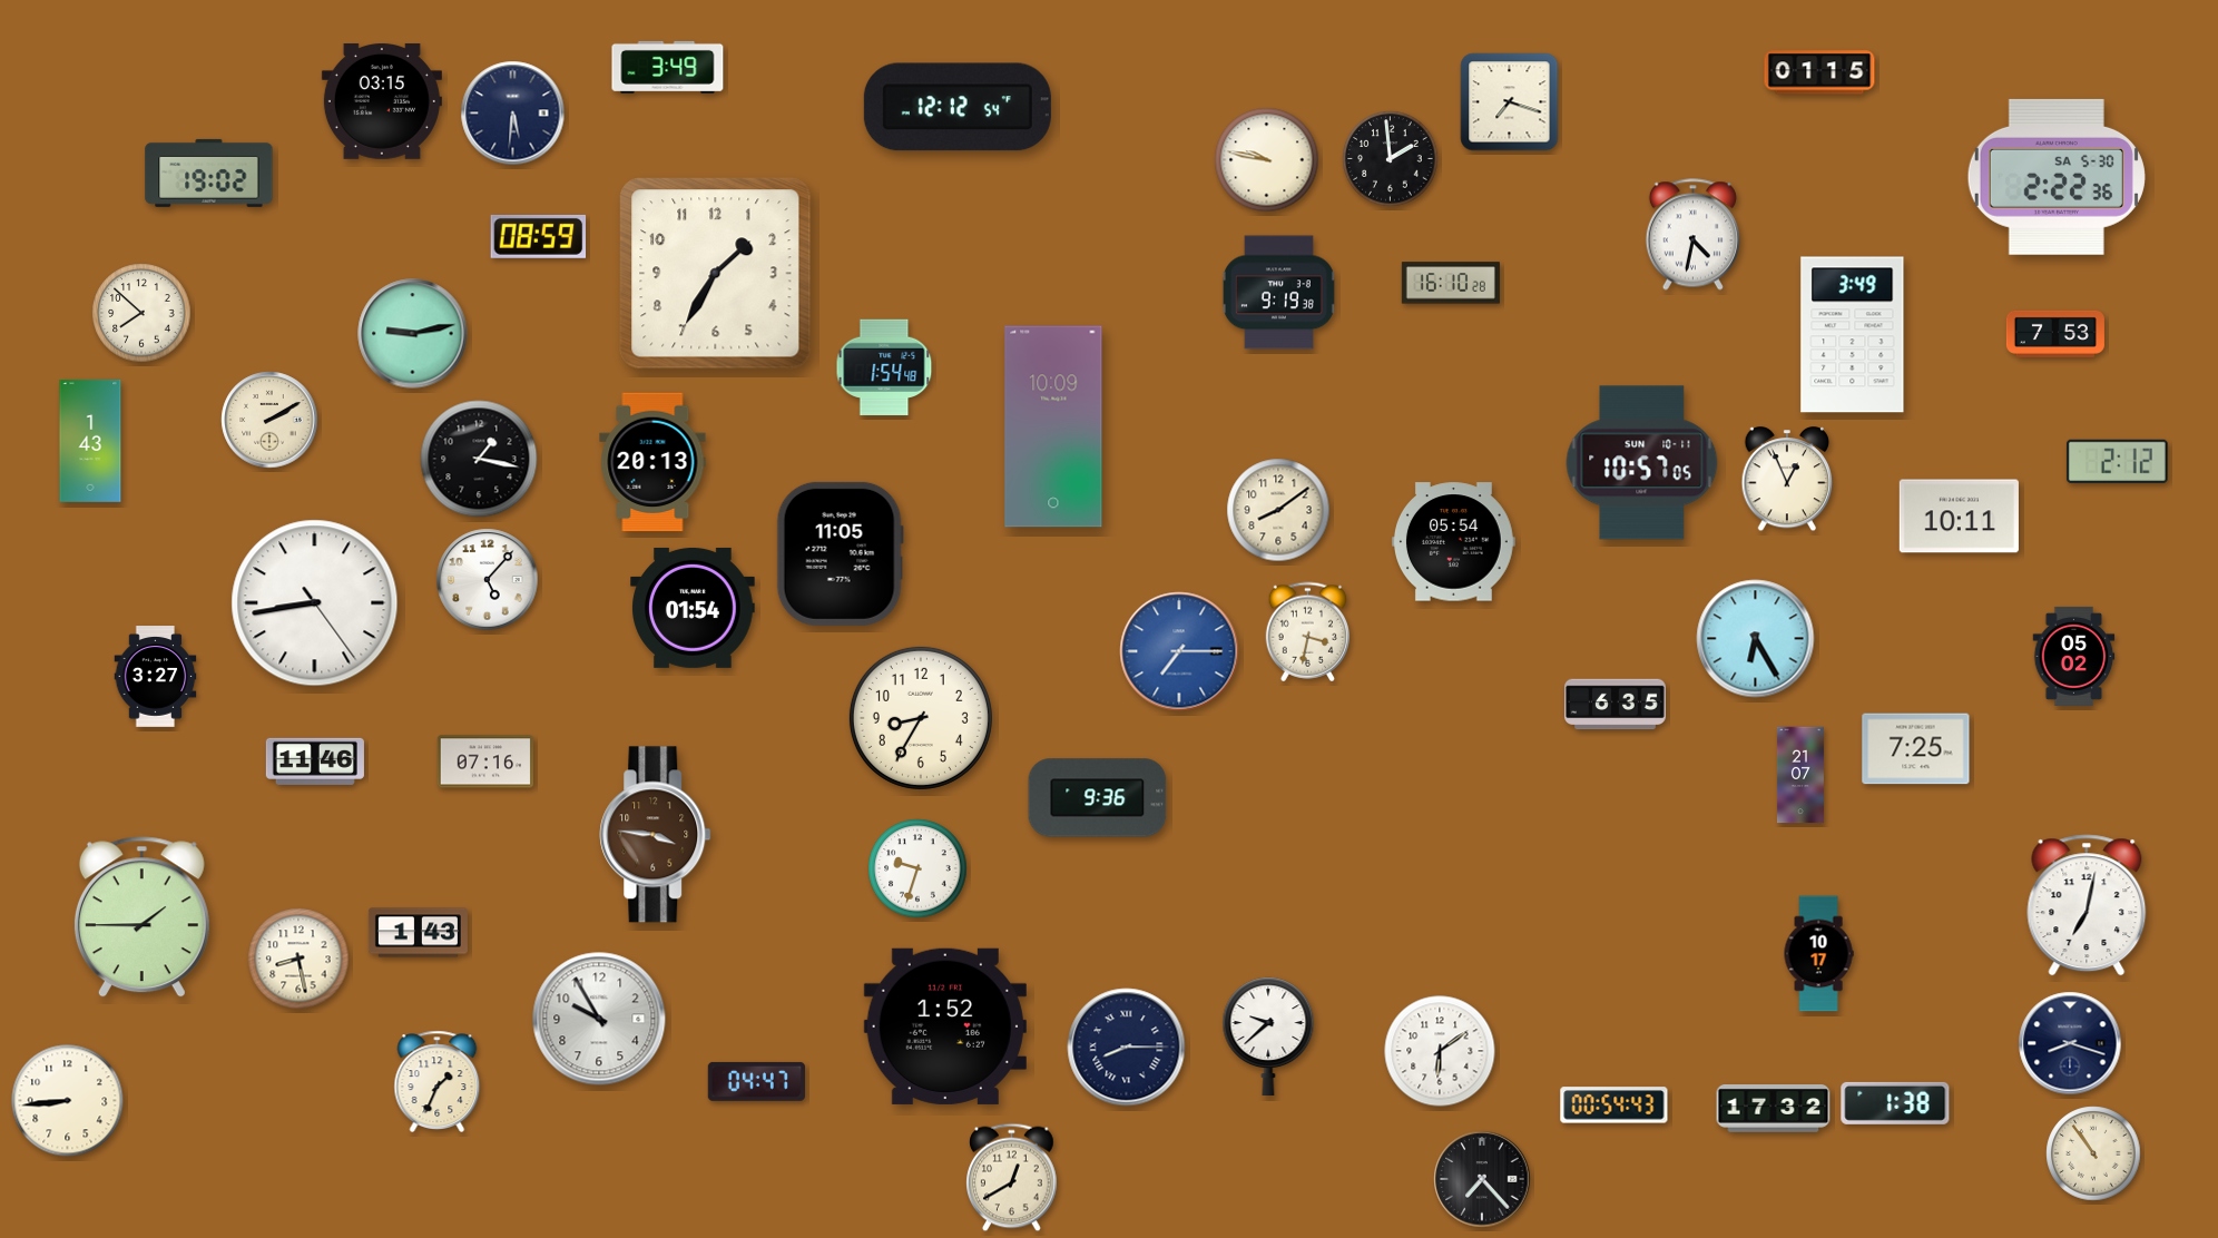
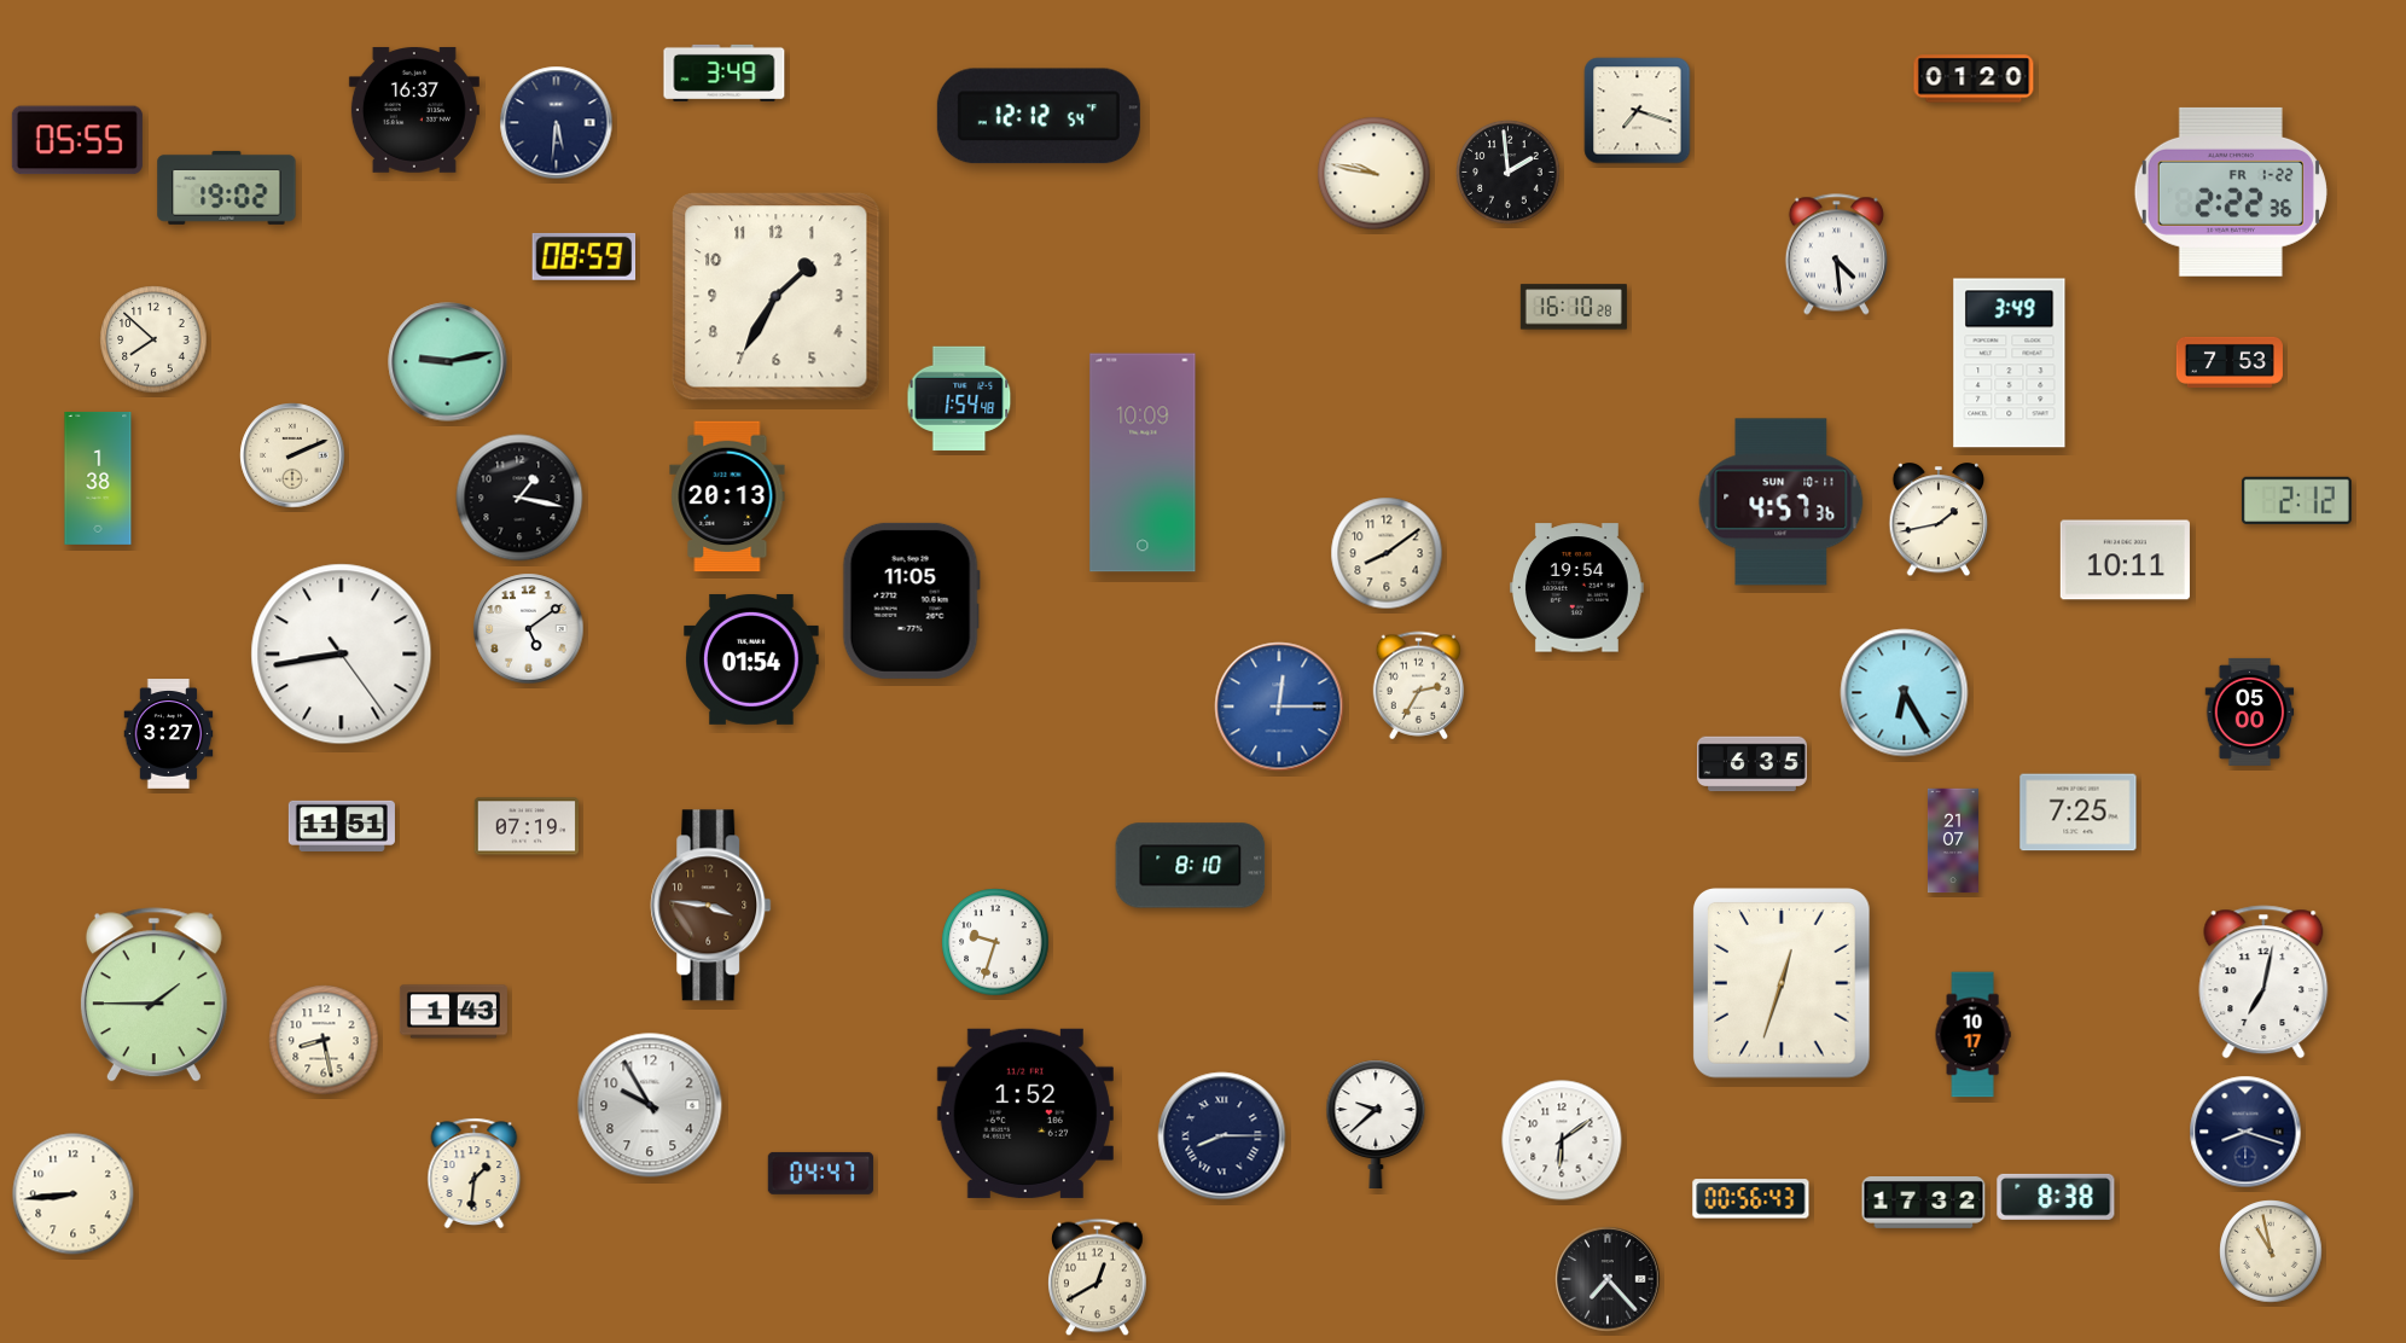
clock at (1819, 72): 01:15 -> 01:20
clock at (382, 101): 03:15 -> 16:37
clock at (77, 140): none -> 05:55
clock at (2057, 177) date: SA 5-30 -> FR 1-22
clock at (1692, 235): 4:32 -> 4:29
clock at (1278, 293): 9:19 -> none
clock at (269, 420): 2:10 -> 2:11
clock at (90, 441): 1:43 -> 1:38
clock at (652, 462) position: (652, 462) -> (727, 496)
clock at (1642, 463): 10:57 -> 4:57
clock at (1787, 480): 12:56 -> 1:43
clock at (1453, 542): 05:54 -> 19:54
clock at (488, 580): 5:07 -> 5:09
clock at (1307, 632): 3:32 -> 2:35
clock at (1179, 651): 7:15 -> 12:15
clock at (2074, 656): 05:02 -> 05:00
clock at (921, 718): 8:35 -> none
clock at (315, 762): 11:46 -> 11:51
clock at (485, 762): 07:16 -> 07:19
clock at (1098, 798): 9:36 -> 8:10
clock at (1783, 984): none -> 12:33
clock at (438, 1081): 1:34 -> 1:31
clock at (1895, 1103): 1:38 -> 8:38
clock at (1615, 1106): 00:54 -> 00:56
clock at (2093, 1153): 10:54 -> 10:58
